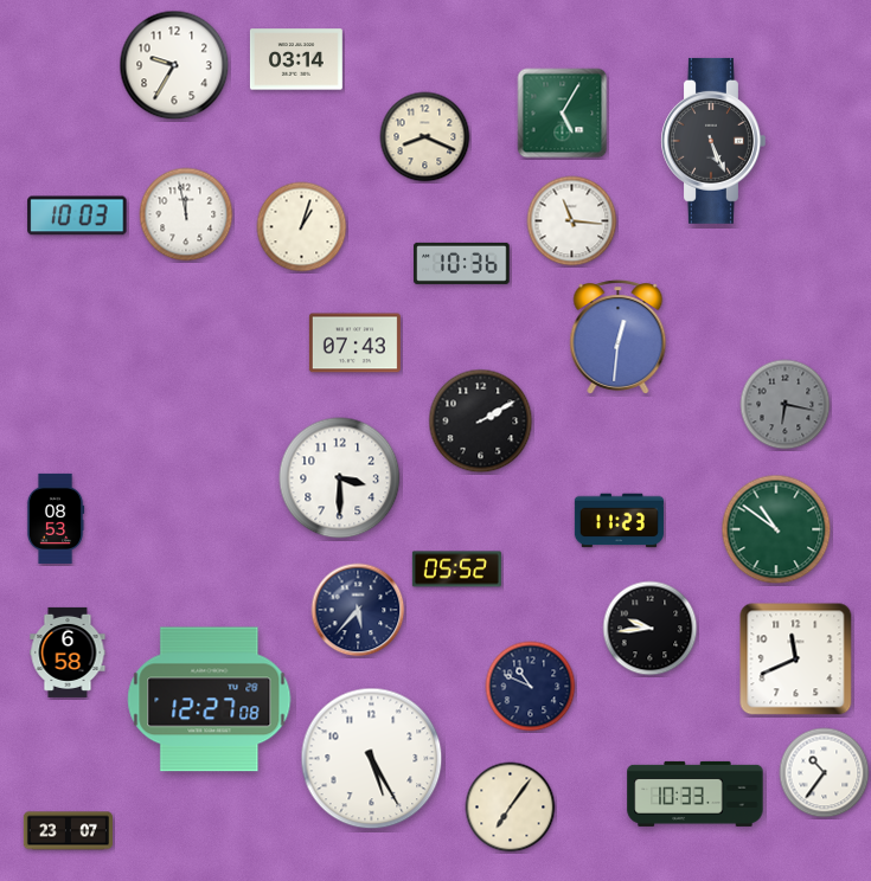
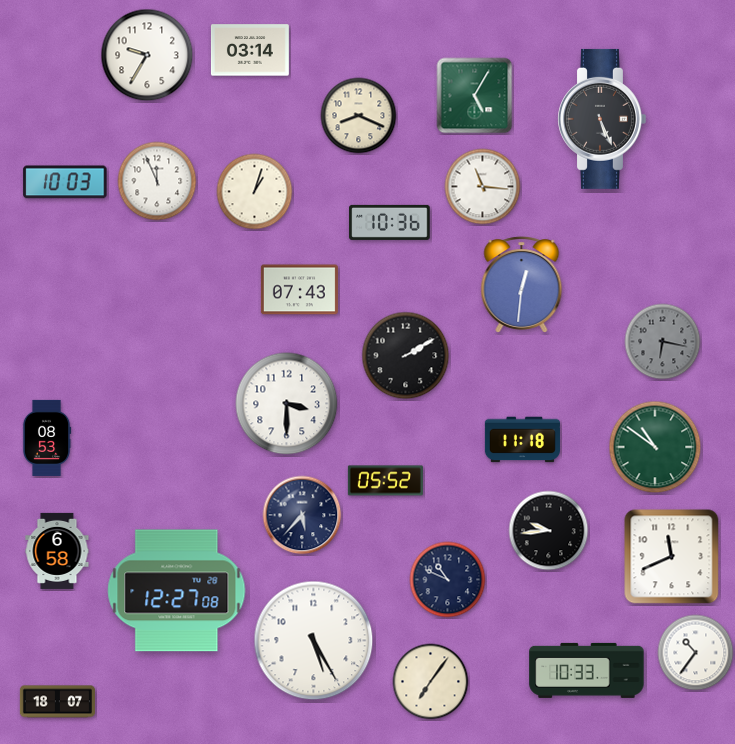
clock at (186, 214): 11:58 -> 11:56
clock at (619, 521): 11:23 -> 11:18
clock at (68, 831): 23:07 -> 18:07
